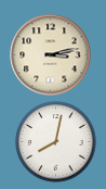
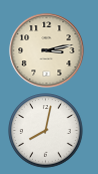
clock at (56, 142) position: (56, 142) -> (46, 131)
